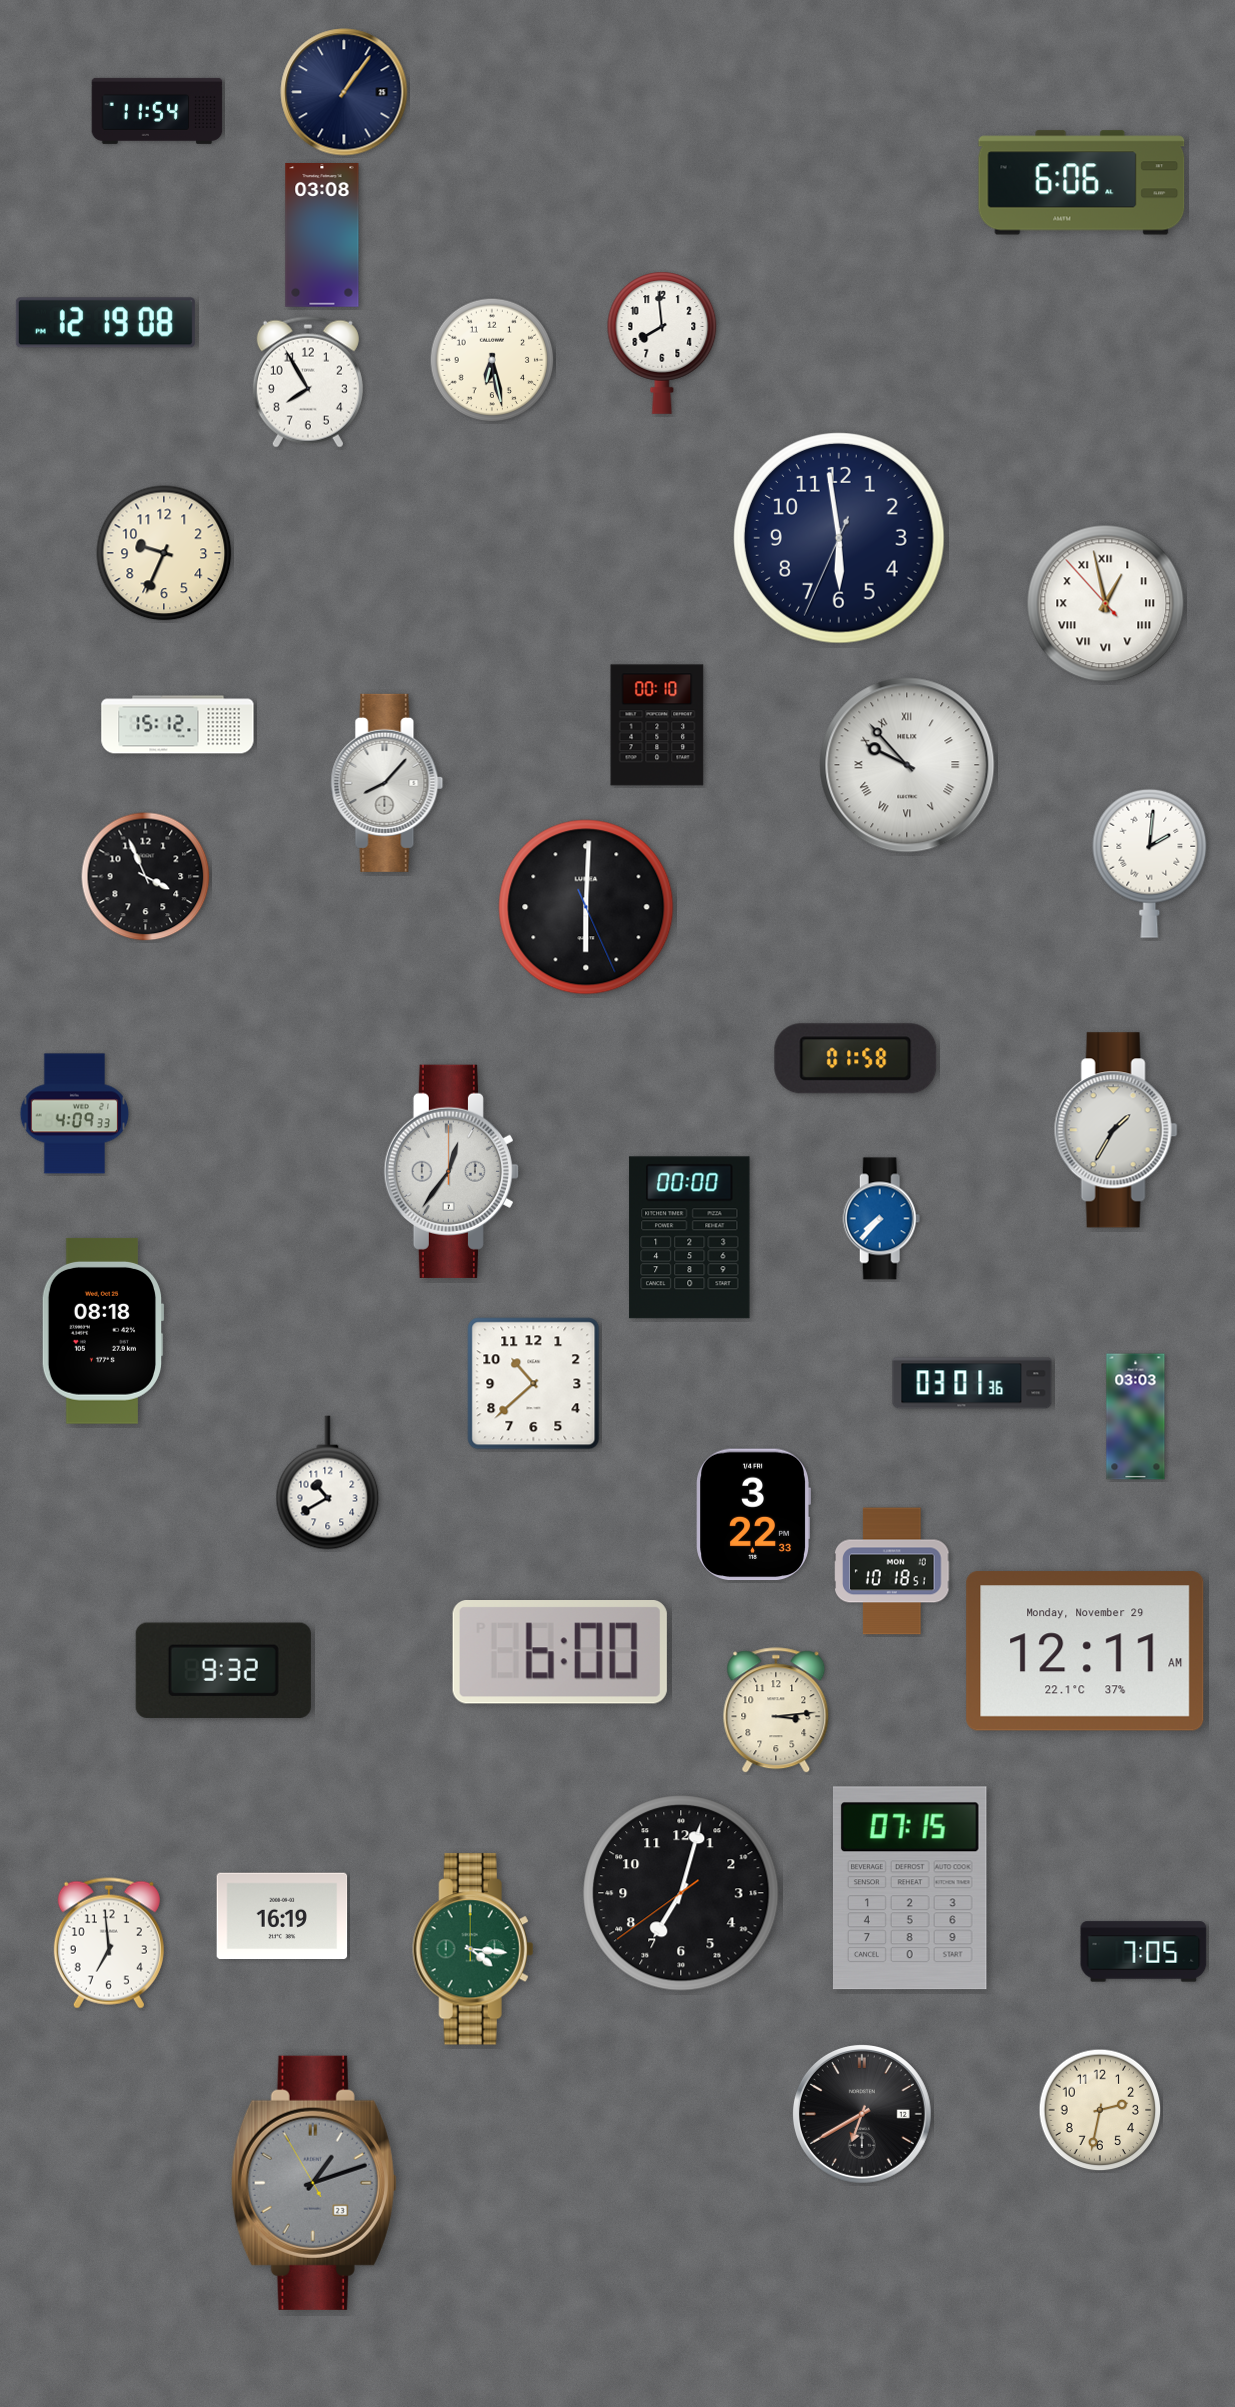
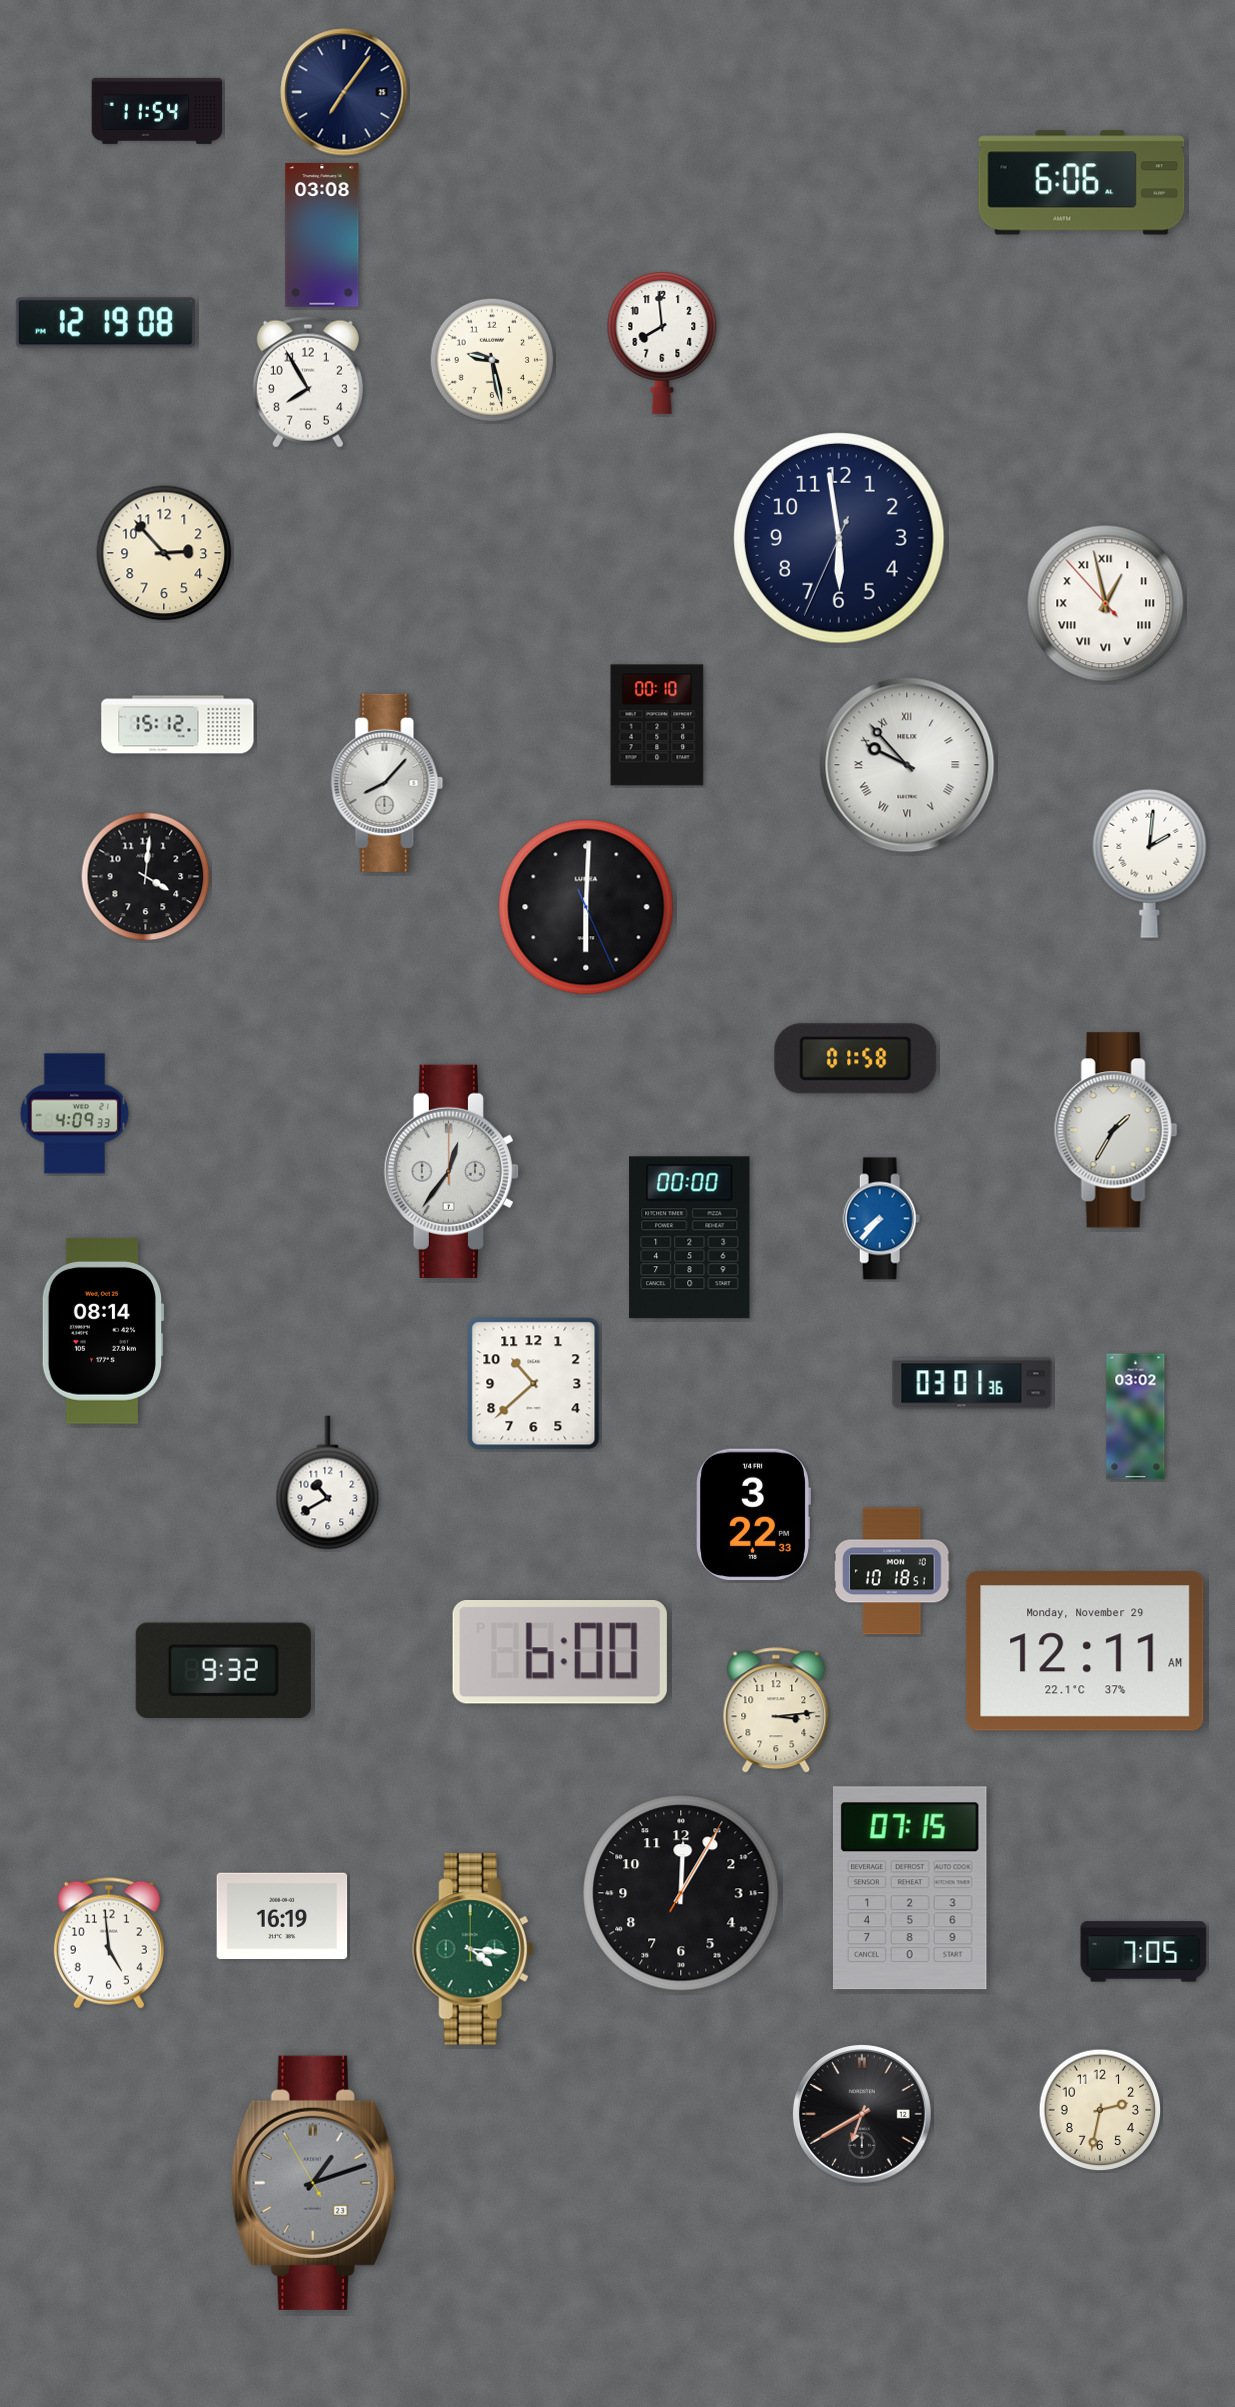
clock at (344, 92): 1:06 -> 7:06
clock at (492, 360): 6:28 -> 9:28
clock at (164, 553): 9:34 -> 2:53
clock at (146, 877): 3:56 -> 4:01
clock at (103, 1331): 08:18 -> 08:14
clock at (1136, 1417): 03:03 -> 03:02
clock at (681, 1893): 7:02 -> 12:05
clock at (109, 1943): 6:59 -> 4:59
